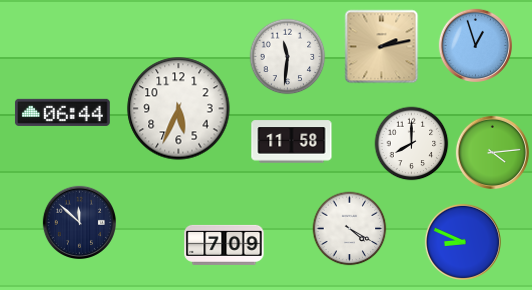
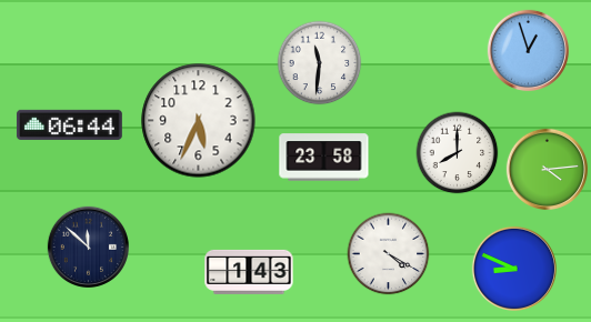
clock at (382, 47): 2:13 -> none
clock at (292, 142): 11:58 -> 23:58
clock at (412, 144) position: (412, 144) -> (458, 153)
clock at (224, 245): 7:09 -> 1:43
